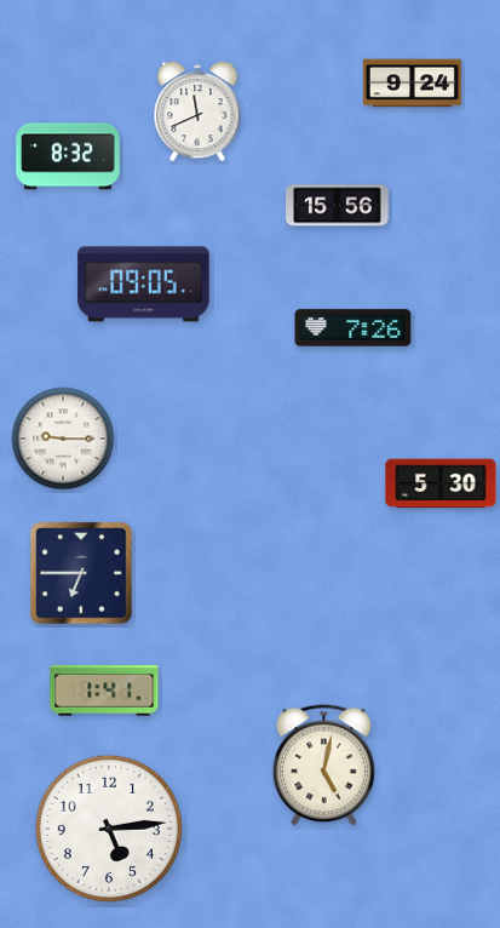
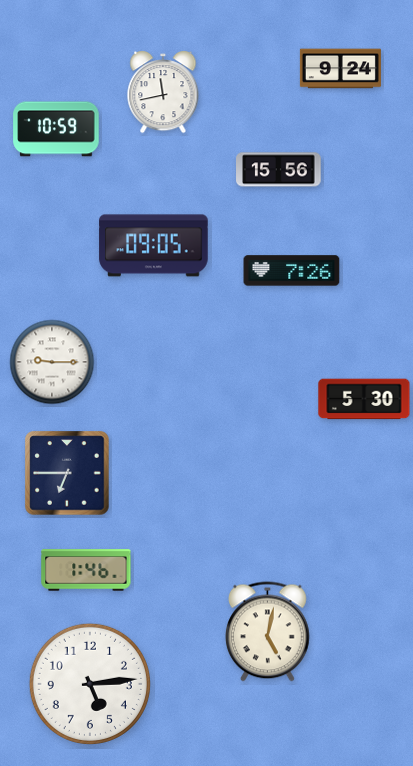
clock at (197, 111): 11:41 -> 11:43
clock at (68, 156): 8:32 -> 10:59
clock at (144, 285) position: (144, 285) -> (154, 246)
clock at (104, 691): 1:41 -> 1:46
